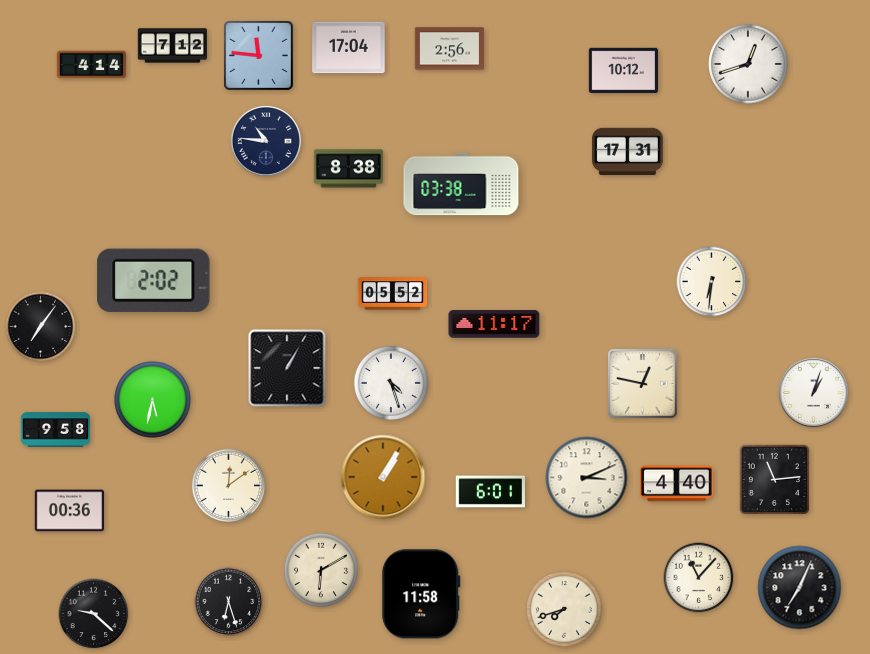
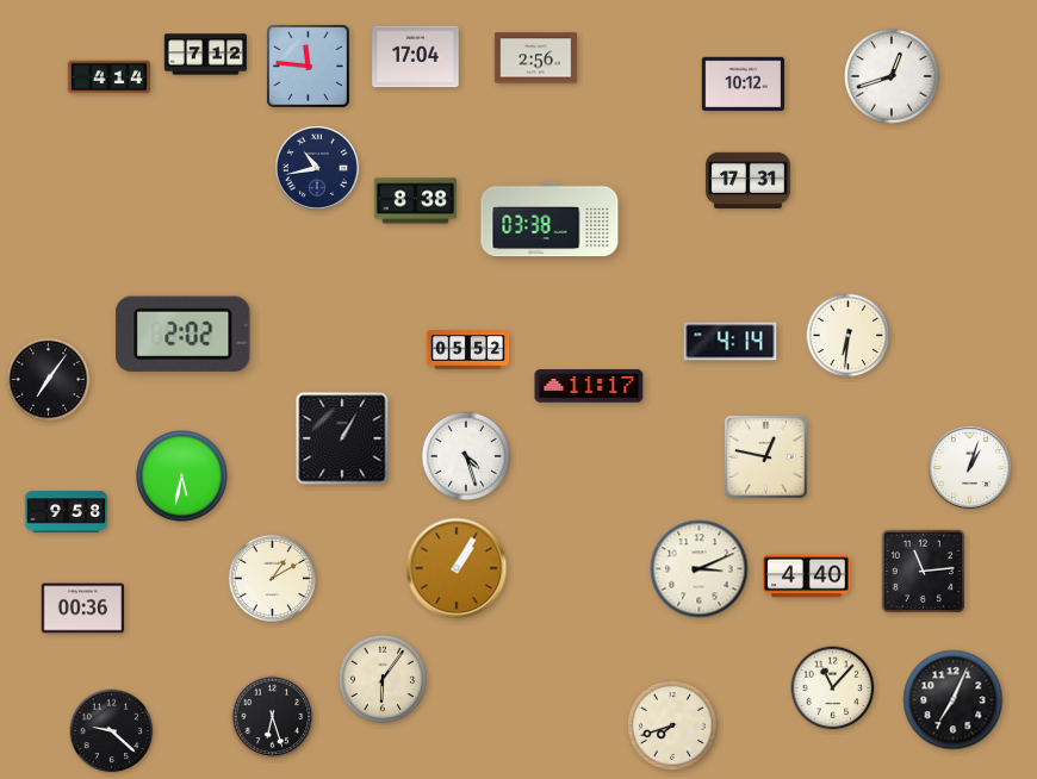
clock at (266, 141): 10:46 -> 10:43
clock at (731, 342): none -> 4:14
clock at (41, 327) position: (41, 327) -> (49, 380)
clock at (228, 485): 12:09 -> 1:10
clock at (490, 492): 6:01 -> none
clock at (321, 570): 6:10 -> 6:06
clock at (421, 594): 11:58 -> none
